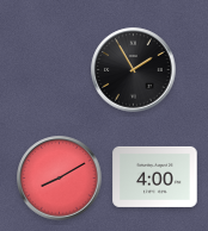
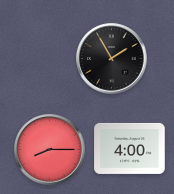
clock at (60, 179): 8:10 -> 8:15
